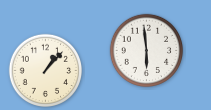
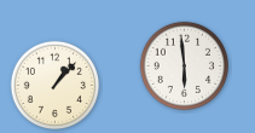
clock at (147, 51) position: (147, 51) -> (185, 66)
